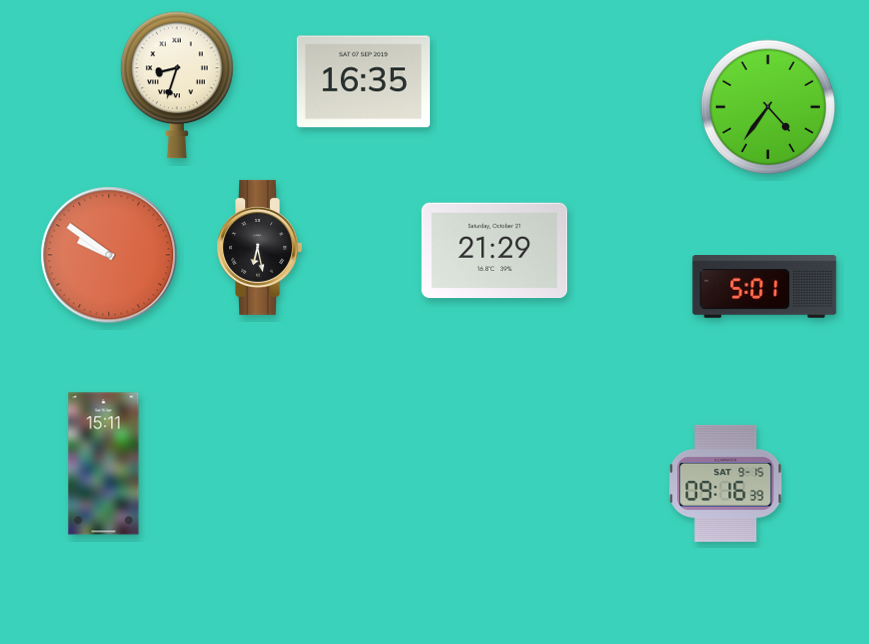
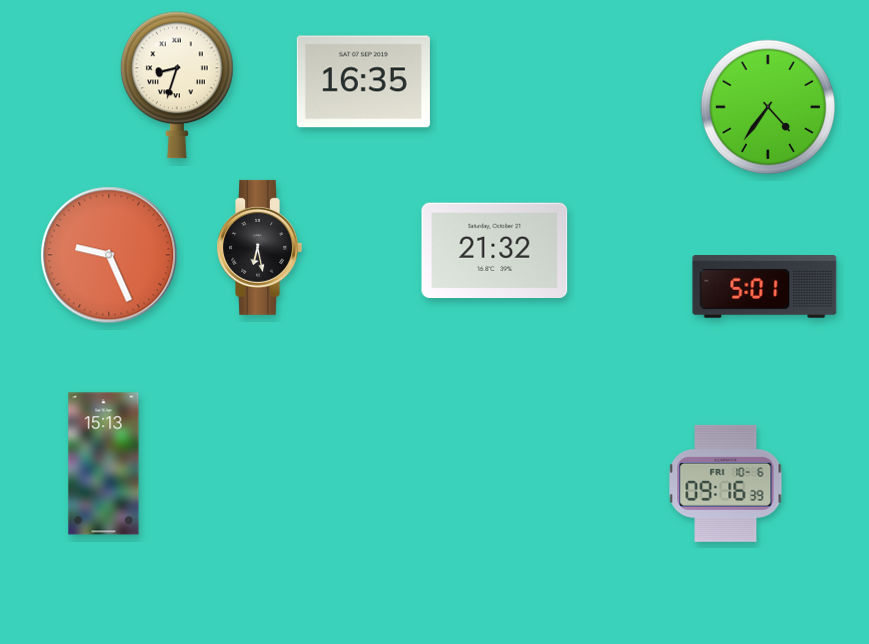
clock at (495, 250): 21:29 -> 21:32
clock at (109, 255): 9:51 -> 9:26
clock at (104, 464): 15:11 -> 15:13
clock at (726, 483) date: SAT 9-15 -> FRI 10-6
